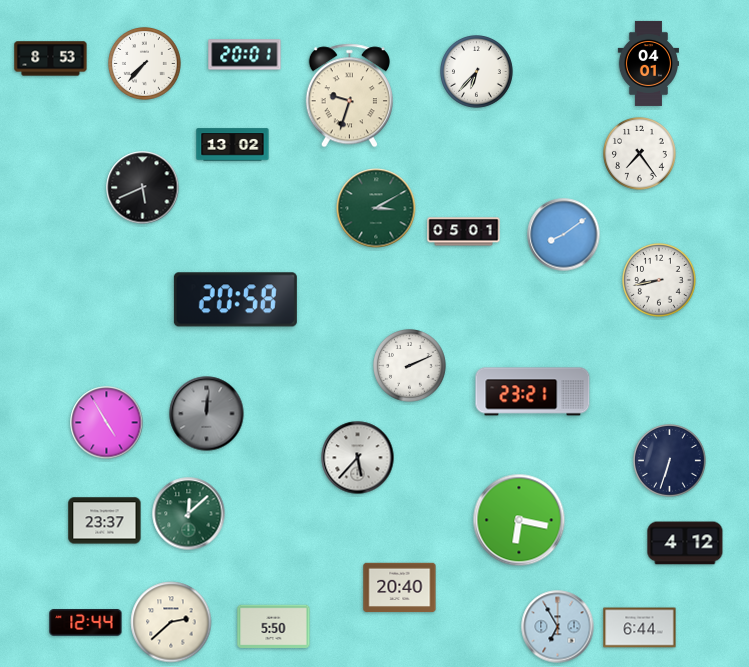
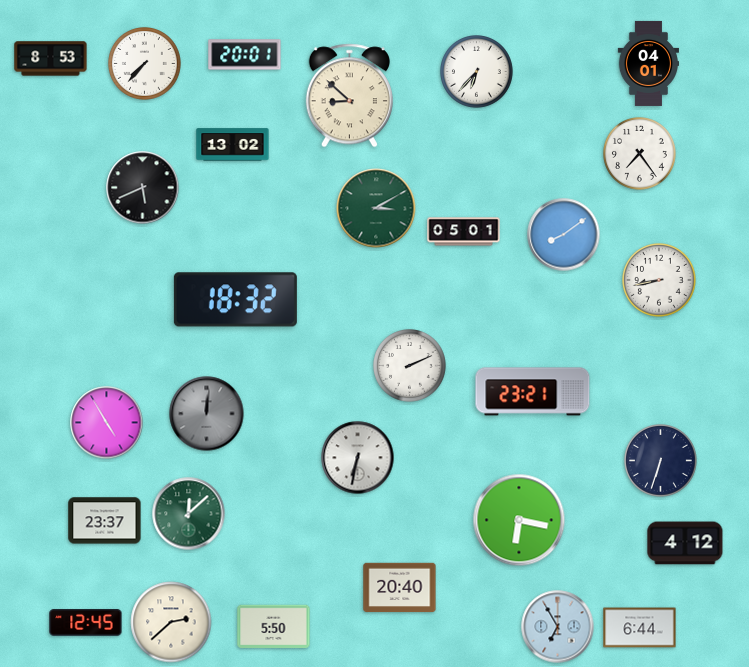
clock at (349, 96): 9:33 -> 8:52
clock at (235, 300): 20:58 -> 18:32
clock at (358, 458): 5:37 -> 6:32
clock at (670, 461) position: (670, 461) -> (661, 461)
clock at (86, 623): 12:44 -> 12:45
